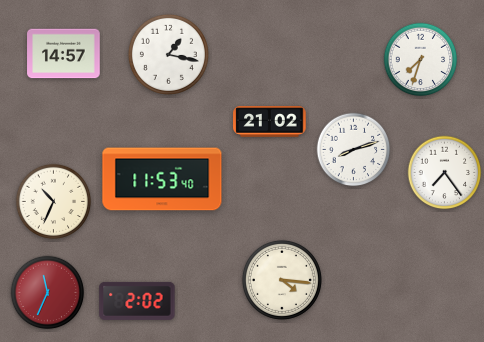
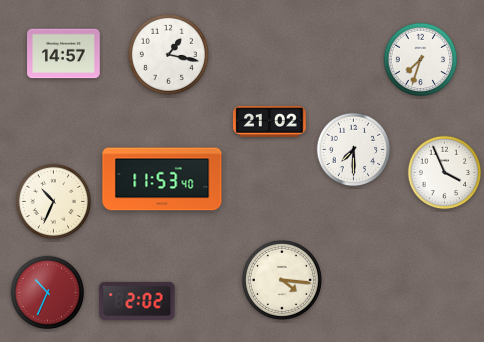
clock at (354, 150): 8:12 -> 7:30
clock at (445, 173): 7:24 -> 3:56
clock at (48, 293): 11:34 -> 10:34
